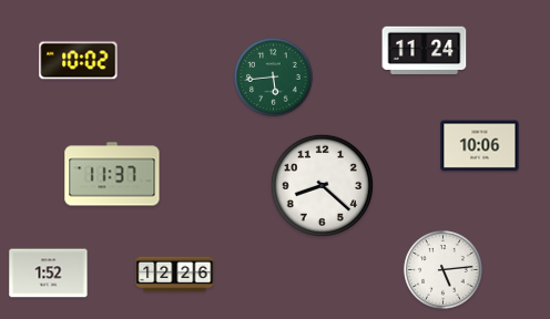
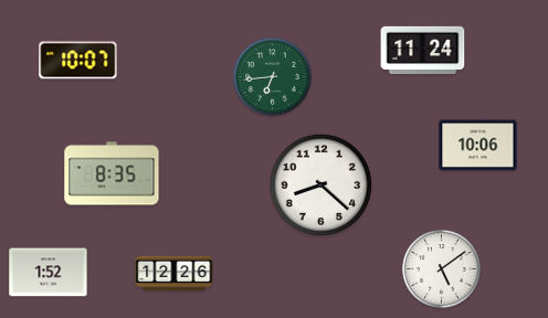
clock at (79, 61): 10:02 -> 10:07
clock at (274, 78): 5:44 -> 6:44
clock at (112, 174): 11:37 -> 8:35
clock at (444, 270): 5:14 -> 5:09
